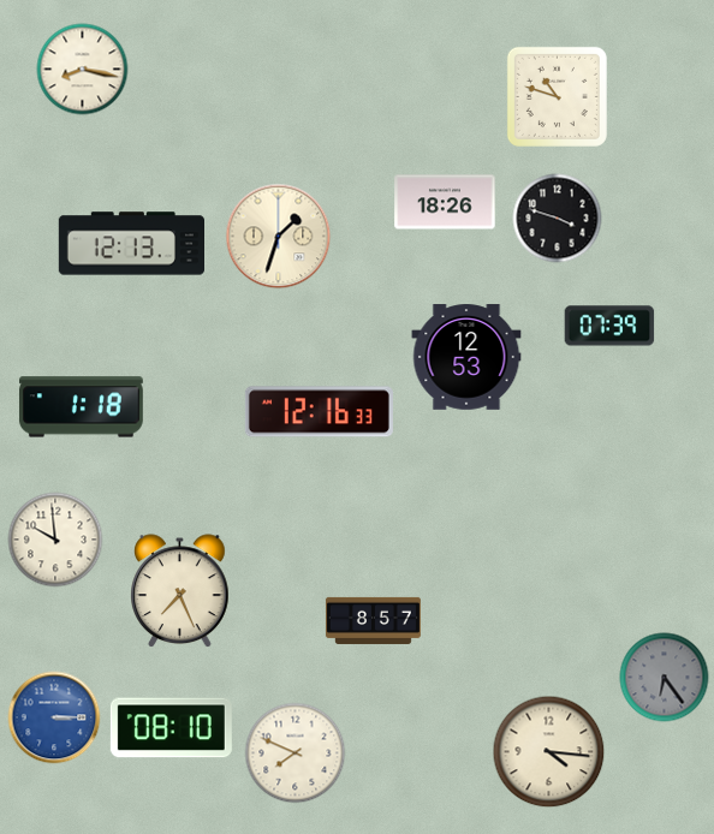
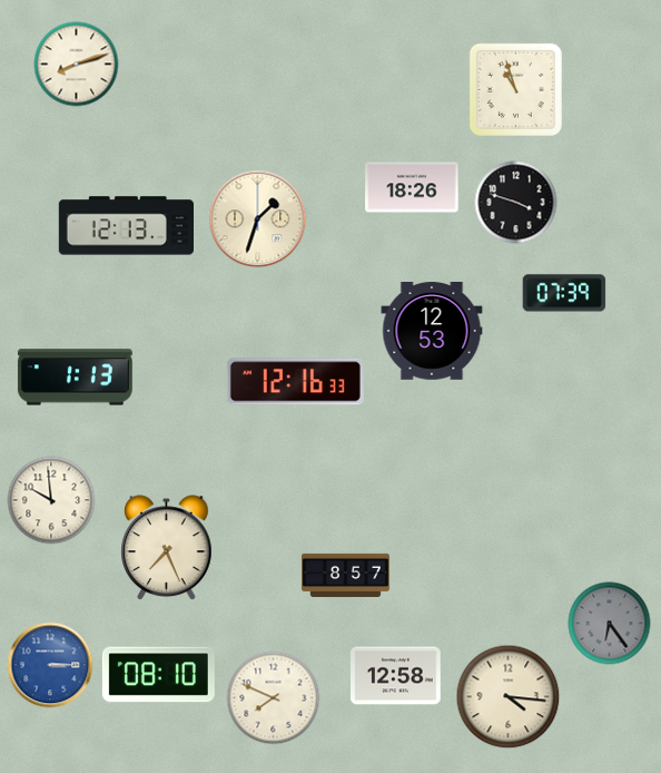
clock at (83, 70): 8:17 -> 8:12
clock at (557, 96): 10:48 -> 10:57
clock at (131, 244) position: (131, 244) -> (126, 226)
clock at (609, 326) position: (609, 326) -> (564, 293)
clock at (81, 407): 1:18 -> 1:13
clock at (665, 678) position: (665, 678) -> (610, 624)
clock at (396, 676): none -> 12:58
